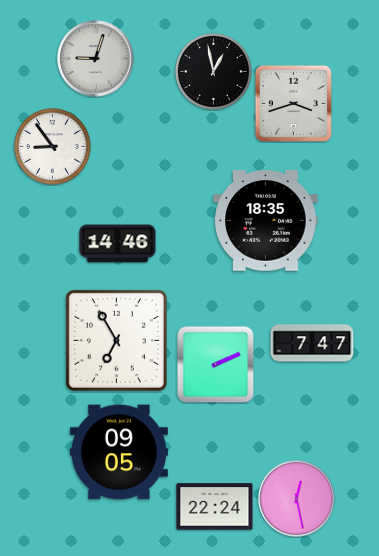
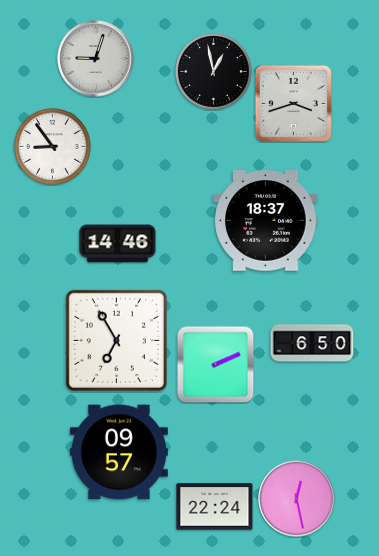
clock at (266, 221): 18:35 -> 18:37
clock at (312, 343): 7:47 -> 6:50
clock at (119, 452): 09:05 -> 09:57
